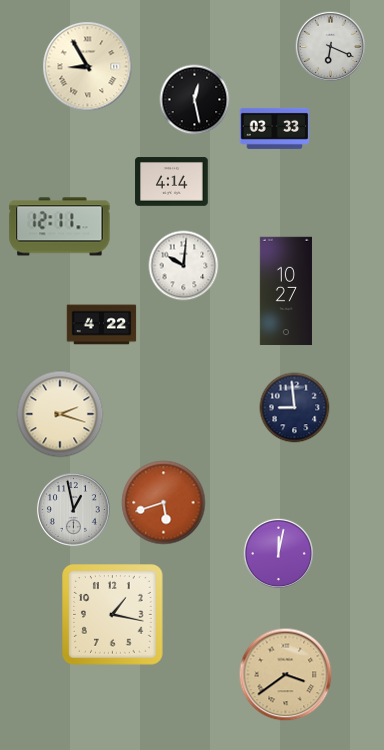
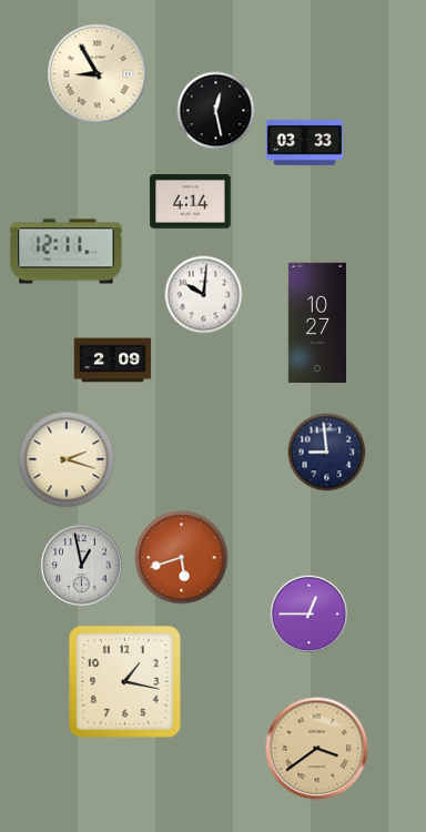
clock at (330, 46): 6:19 -> none
clock at (102, 325): 4:22 -> 2:09
clock at (278, 553): 12:02 -> 12:45
